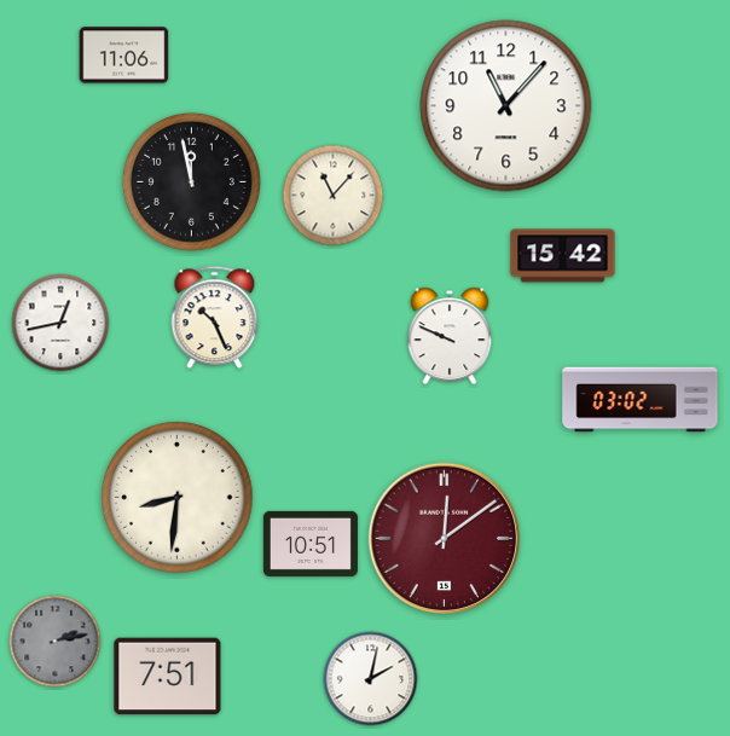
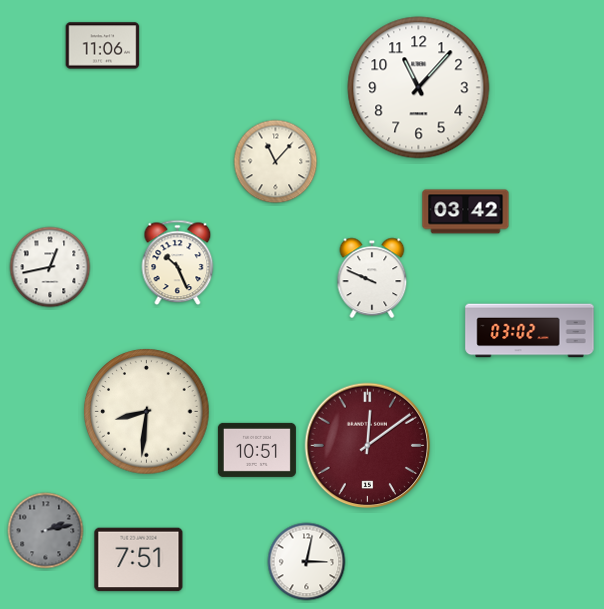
clock at (191, 181): 11:58 -> none
clock at (563, 256): 15:42 -> 03:42
clock at (371, 679): 2:02 -> 3:02
